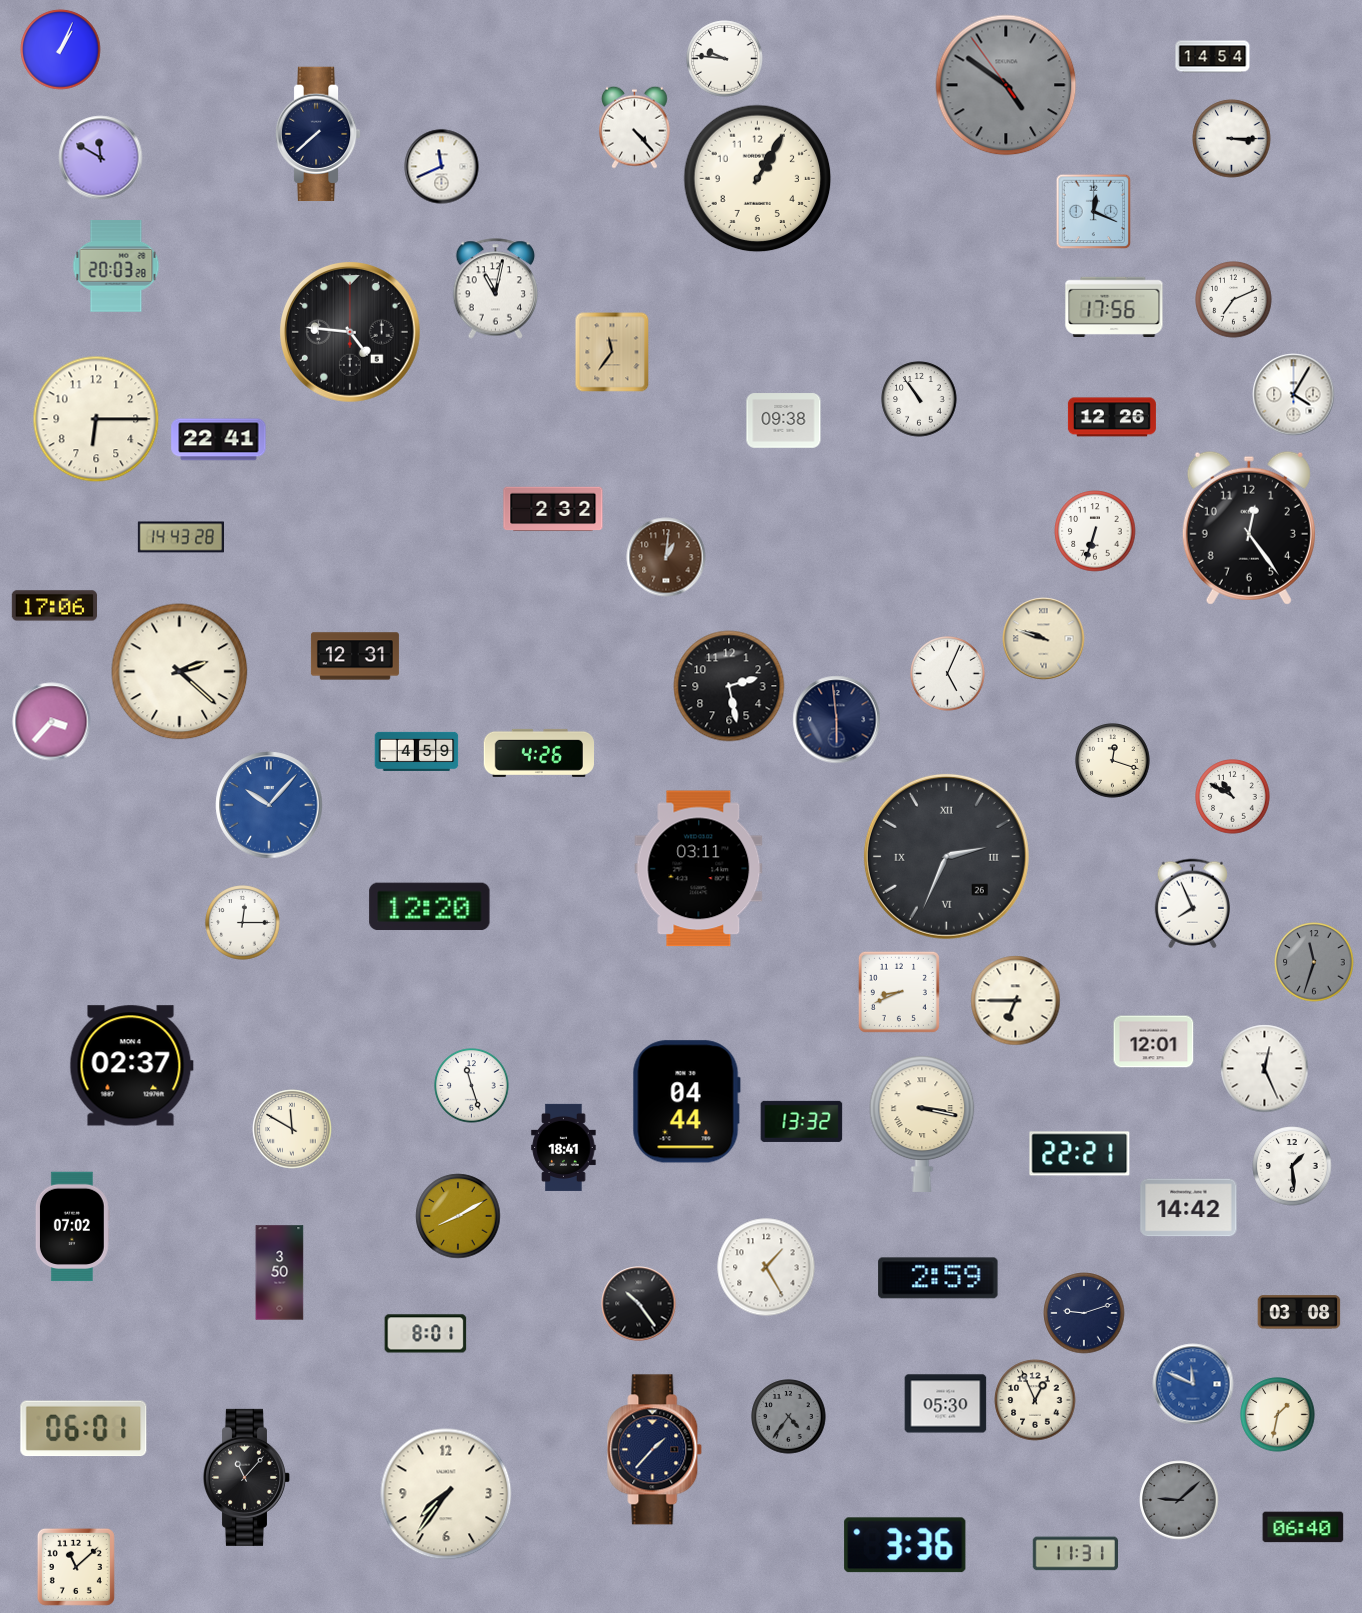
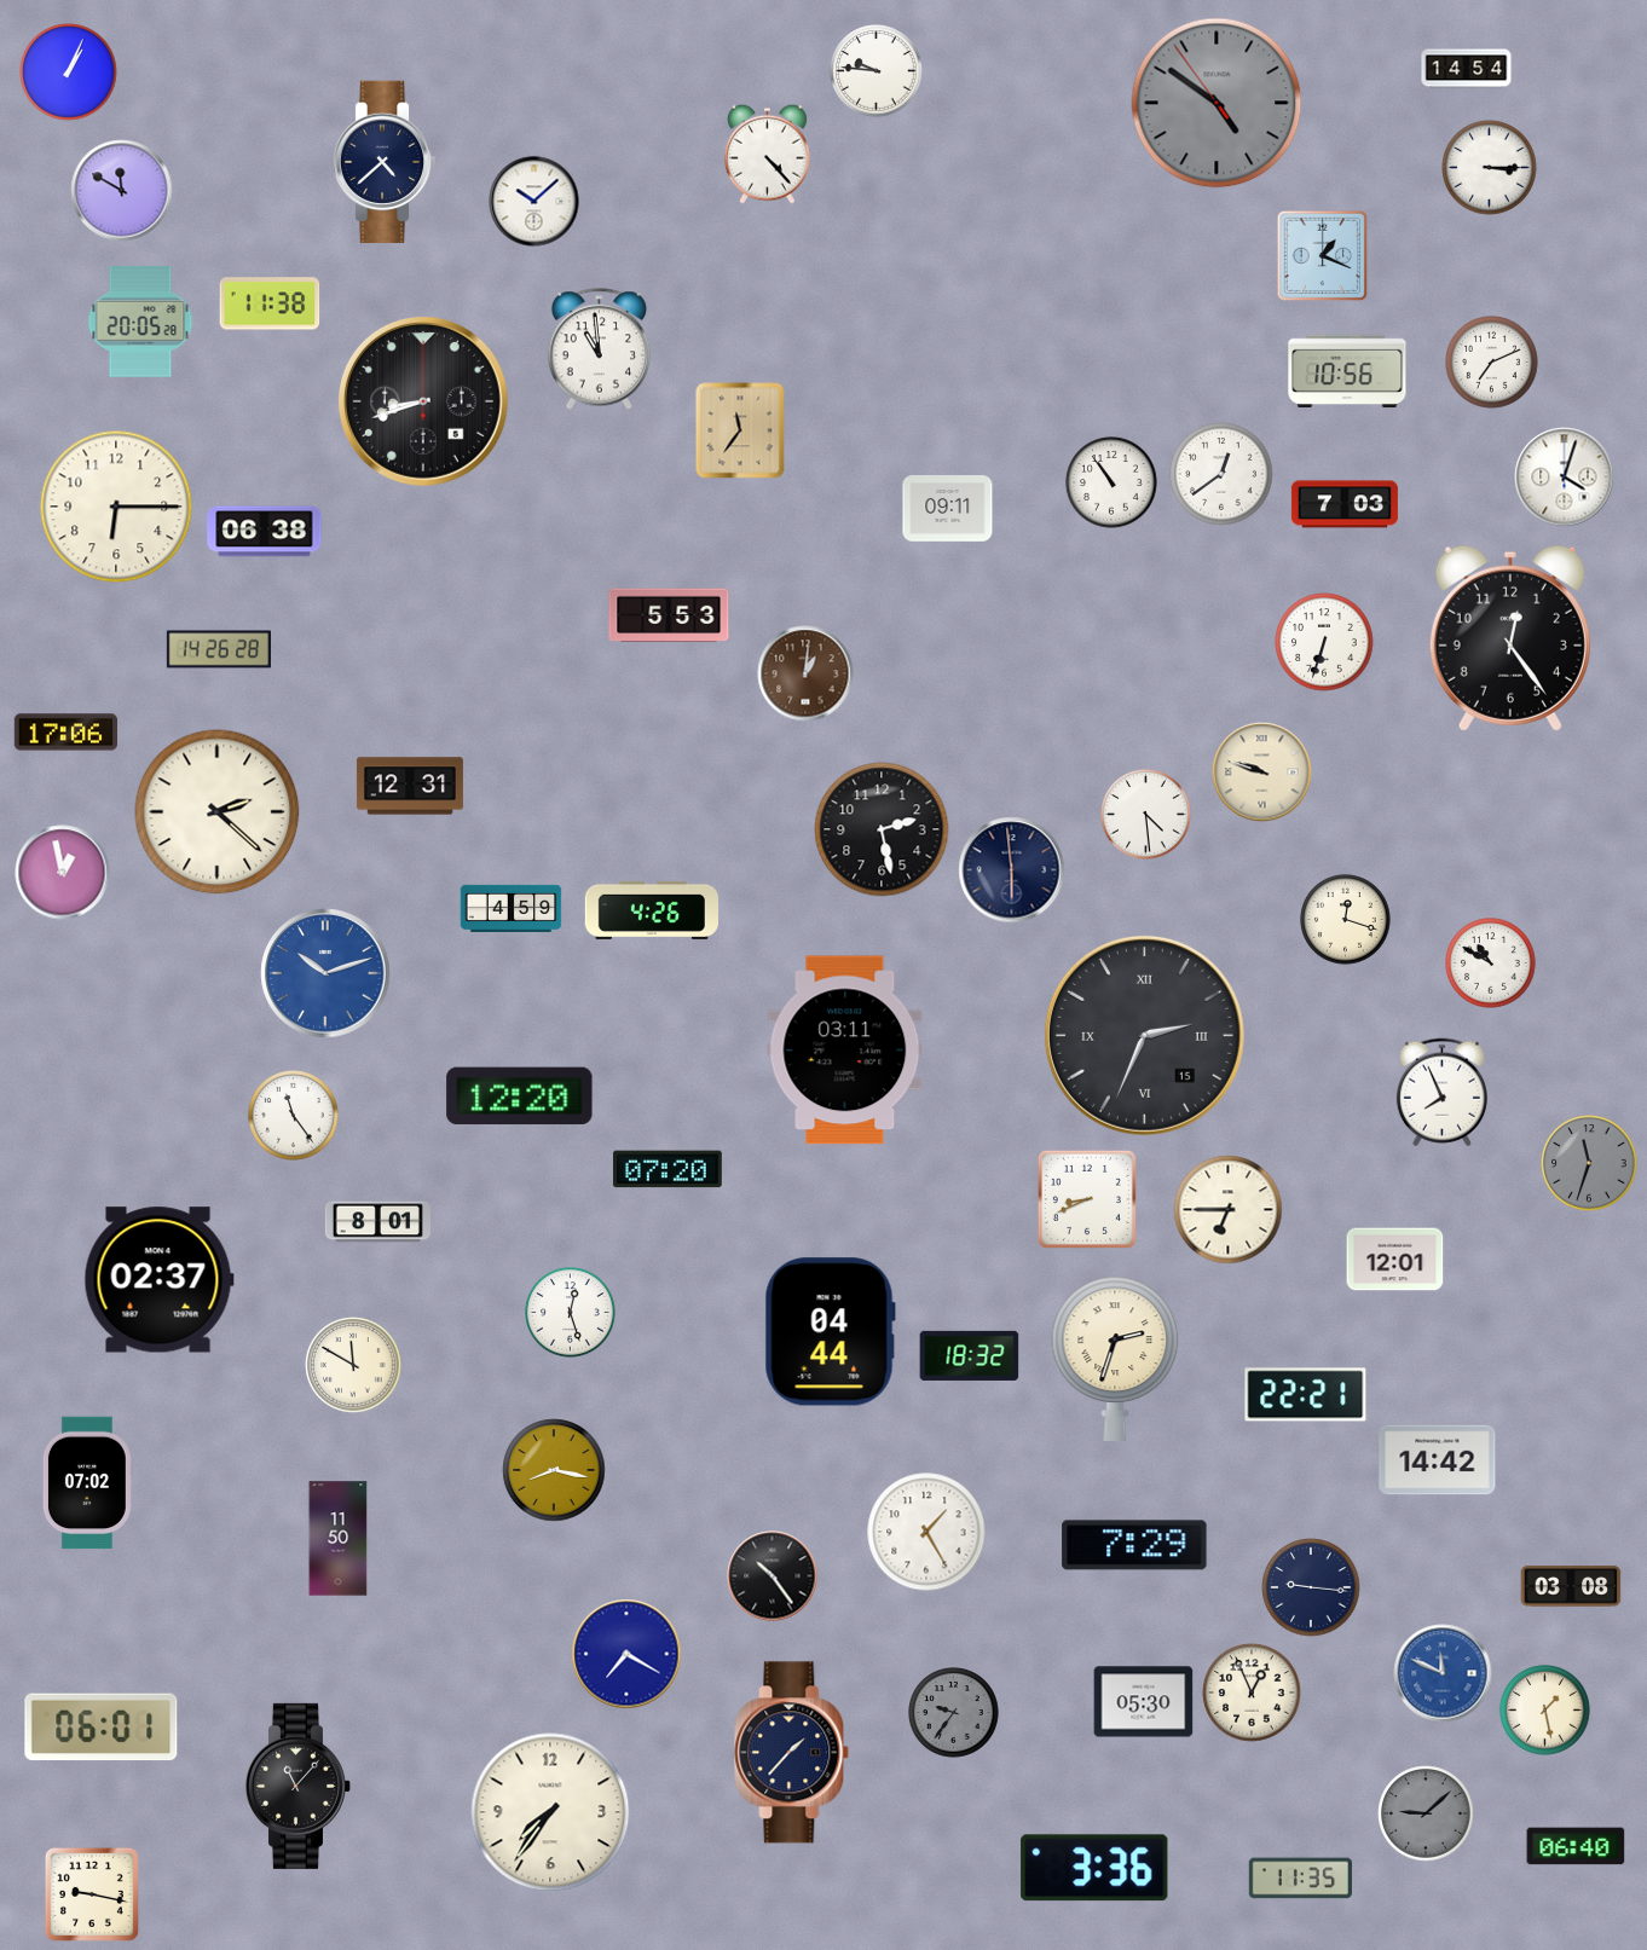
clock at (61, 50) position: (61, 50) -> (69, 73)
clock at (318, 134): 7:38 -> 4:38
clock at (442, 167): 11:41 -> 10:08
clock at (758, 179): 1:05 -> none
clock at (1094, 212): 12:19 -> 1:19
clock at (270, 303): none -> 11:38
clock at (116, 266): 20:03 -> 20:05
clock at (495, 289): 11:02 -> 10:59
clock at (1114, 306): 17:56 -> 10:56
clock at (351, 333): 4:46 -> 8:42
clock at (612, 352) position: (612, 352) -> (740, 430)
clock at (1221, 474): none -> 12:39
clock at (1294, 395): 4:05 -> 4:03
clock at (1112, 417): 12:26 -> 7:03
clock at (784, 421): 09:38 -> 09:11
clock at (219, 440): 22:41 -> 06:38
clock at (553, 509): 2:32 -> 5:53
clock at (180, 537): 14:43 -> 14:26
clock at (355, 656) position: (355, 656) -> (410, 786)
clock at (948, 674): 5:04 -> 4:29
clock at (52, 722): 3:37 -> 12:58
clock at (417, 751) position: (417, 751) -> (512, 908)
clock at (269, 805): 10:07 -> 10:12
clock at (946, 856) date: 26 -> 15
clock at (243, 923): 12:15 -> 11:24
clock at (668, 1169): none -> 07:20
clock at (377, 1222): none -> 8:01
clock at (131, 1066) position: (131, 1066) -> (158, 1280)
clock at (1265, 1069): 12:26 -> none
clock at (472, 1086): 11:27 -> 12:27
clock at (802, 1121): 13:32 -> 18:32
clock at (922, 1124): 3:17 -> 2:33
clock at (564, 1147): 18:41 -> none
clock at (1292, 1166): 1:29 -> none
clock at (458, 1216): 8:10 -> 8:17
clock at (280, 1273): 3:50 -> 11:50
clock at (938, 1278): 2:59 -> 7:29
clock at (1084, 1313): 9:12 -> 9:16
clock at (426, 1334): 8:01 -> none
clock at (626, 1654): none -> 7:20
clock at (946, 1404) position: (946, 1404) -> (1144, 1702)
clock at (1278, 1415): 1:32 -> 1:28
clock at (789, 1417): 4:36 -> 9:36
clock at (446, 1494) position: (446, 1494) -> (550, 1812)
clock at (1075, 1554): 11:31 -> 11:35
clock at (76, 1567): 11:08 -> 9:17
